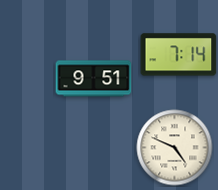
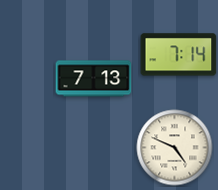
clock at (94, 79): 9:51 -> 7:13
